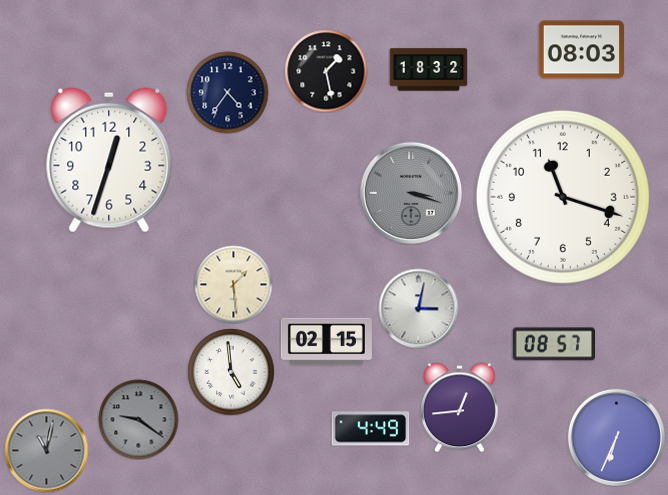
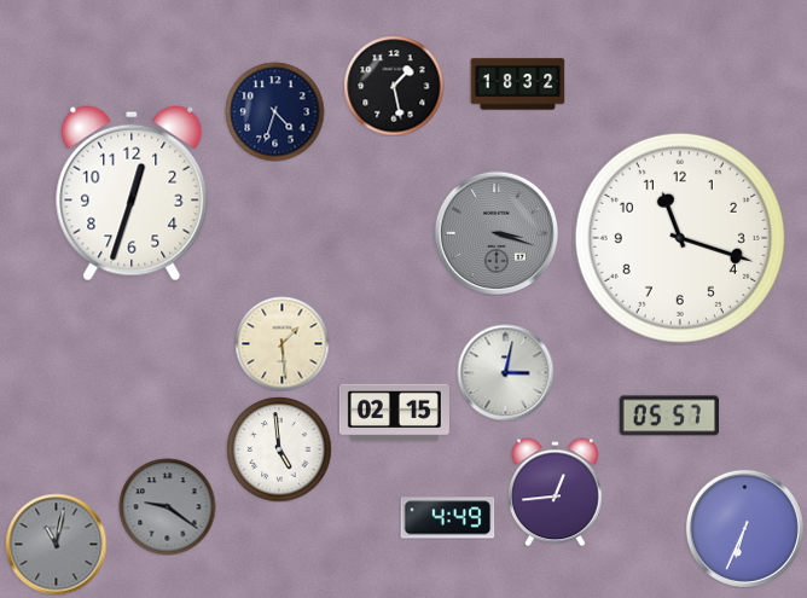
clock at (581, 50): 08:03 -> none
clock at (227, 92): 4:36 -> 4:33
clock at (553, 344): 08:57 -> 05:57
